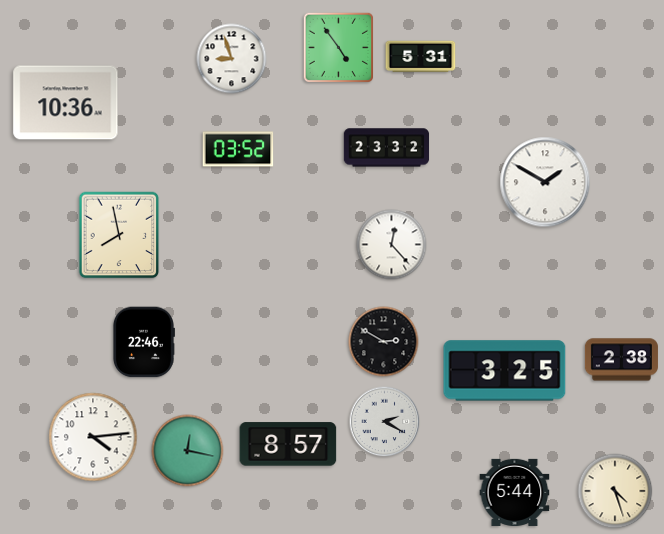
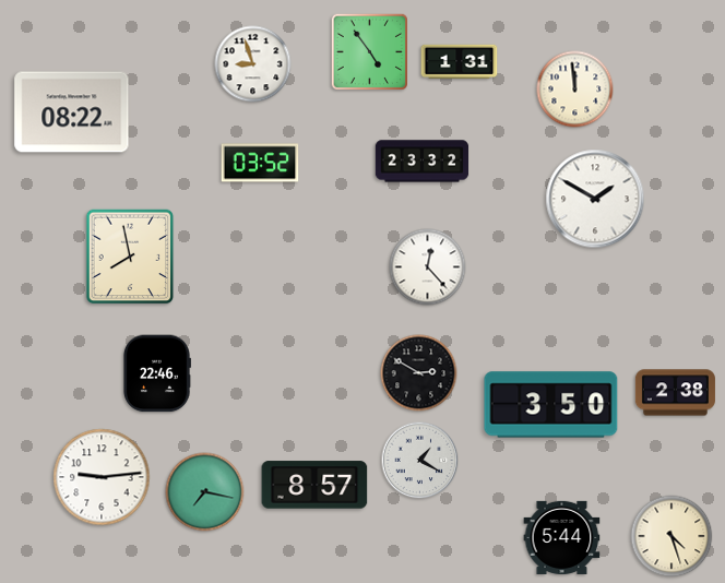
clock at (421, 57): 5:31 -> 1:31
clock at (575, 90): none -> 11:59
clock at (66, 103): 10:36 -> 08:22
clock at (621, 360) position: (621, 360) -> (675, 393)
clock at (505, 371): 3:25 -> 3:50
clock at (385, 422): 2:20 -> 1:20
clock at (93, 437): 4:14 -> 9:14
clock at (188, 451): 12:17 -> 7:17
